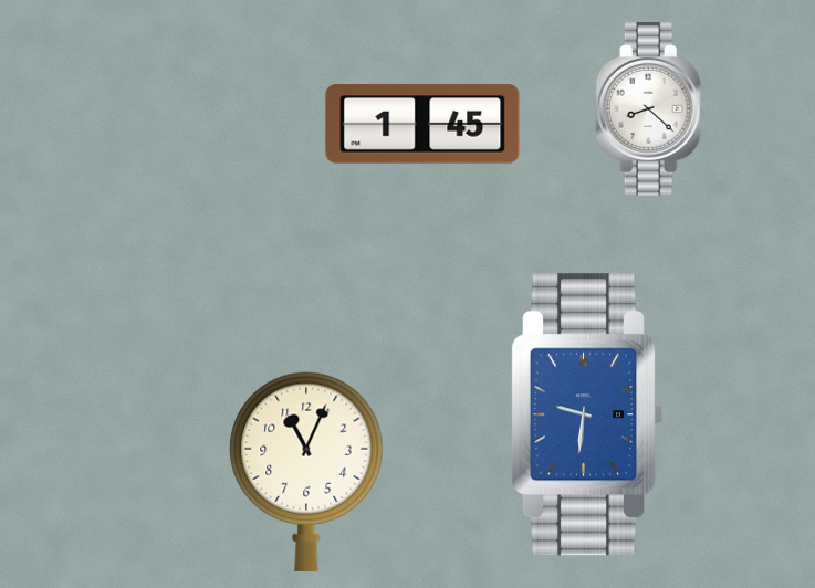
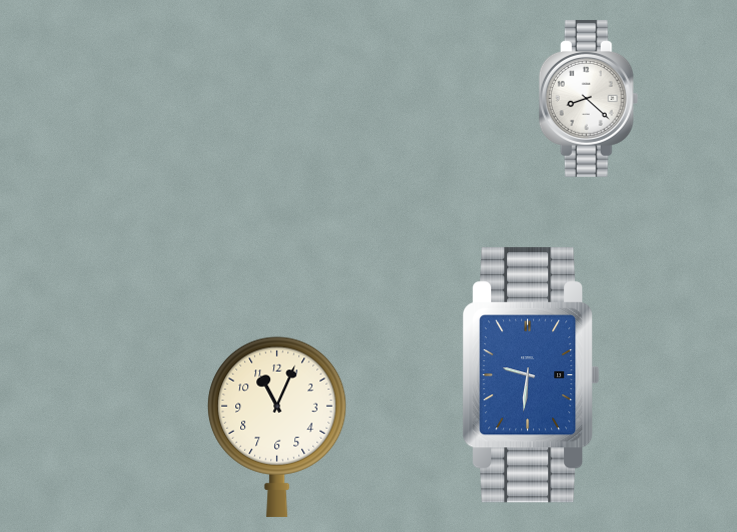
clock at (422, 124): 1:45 -> none
